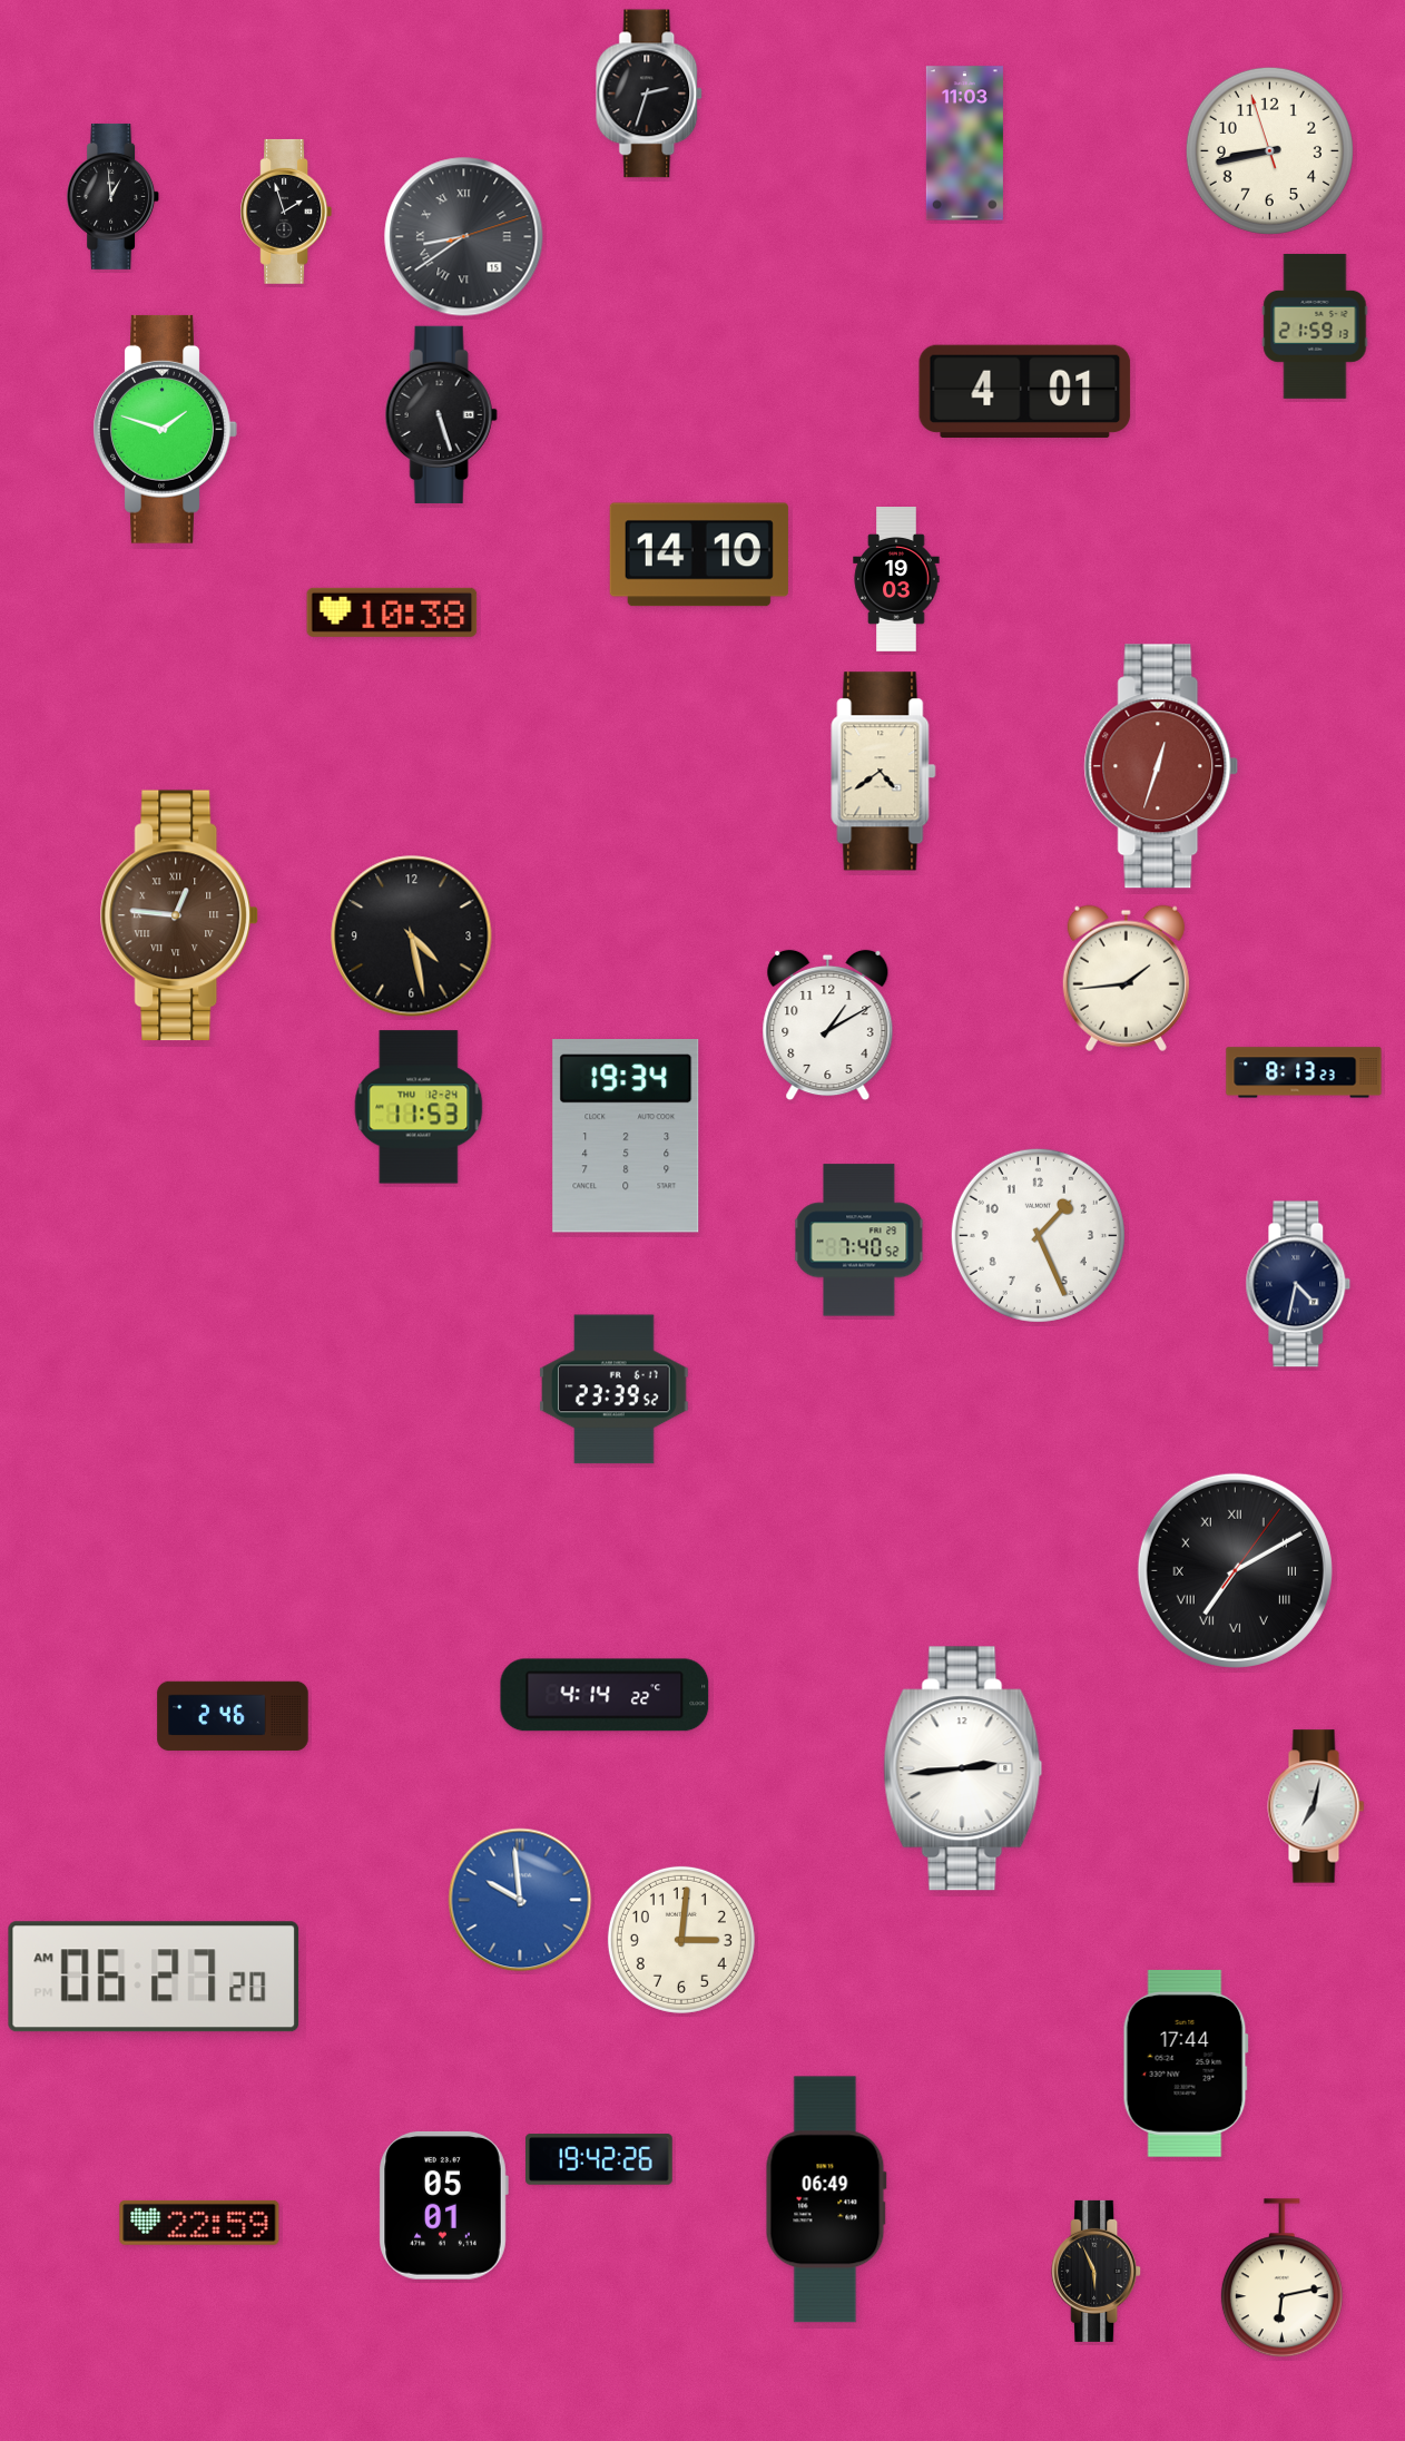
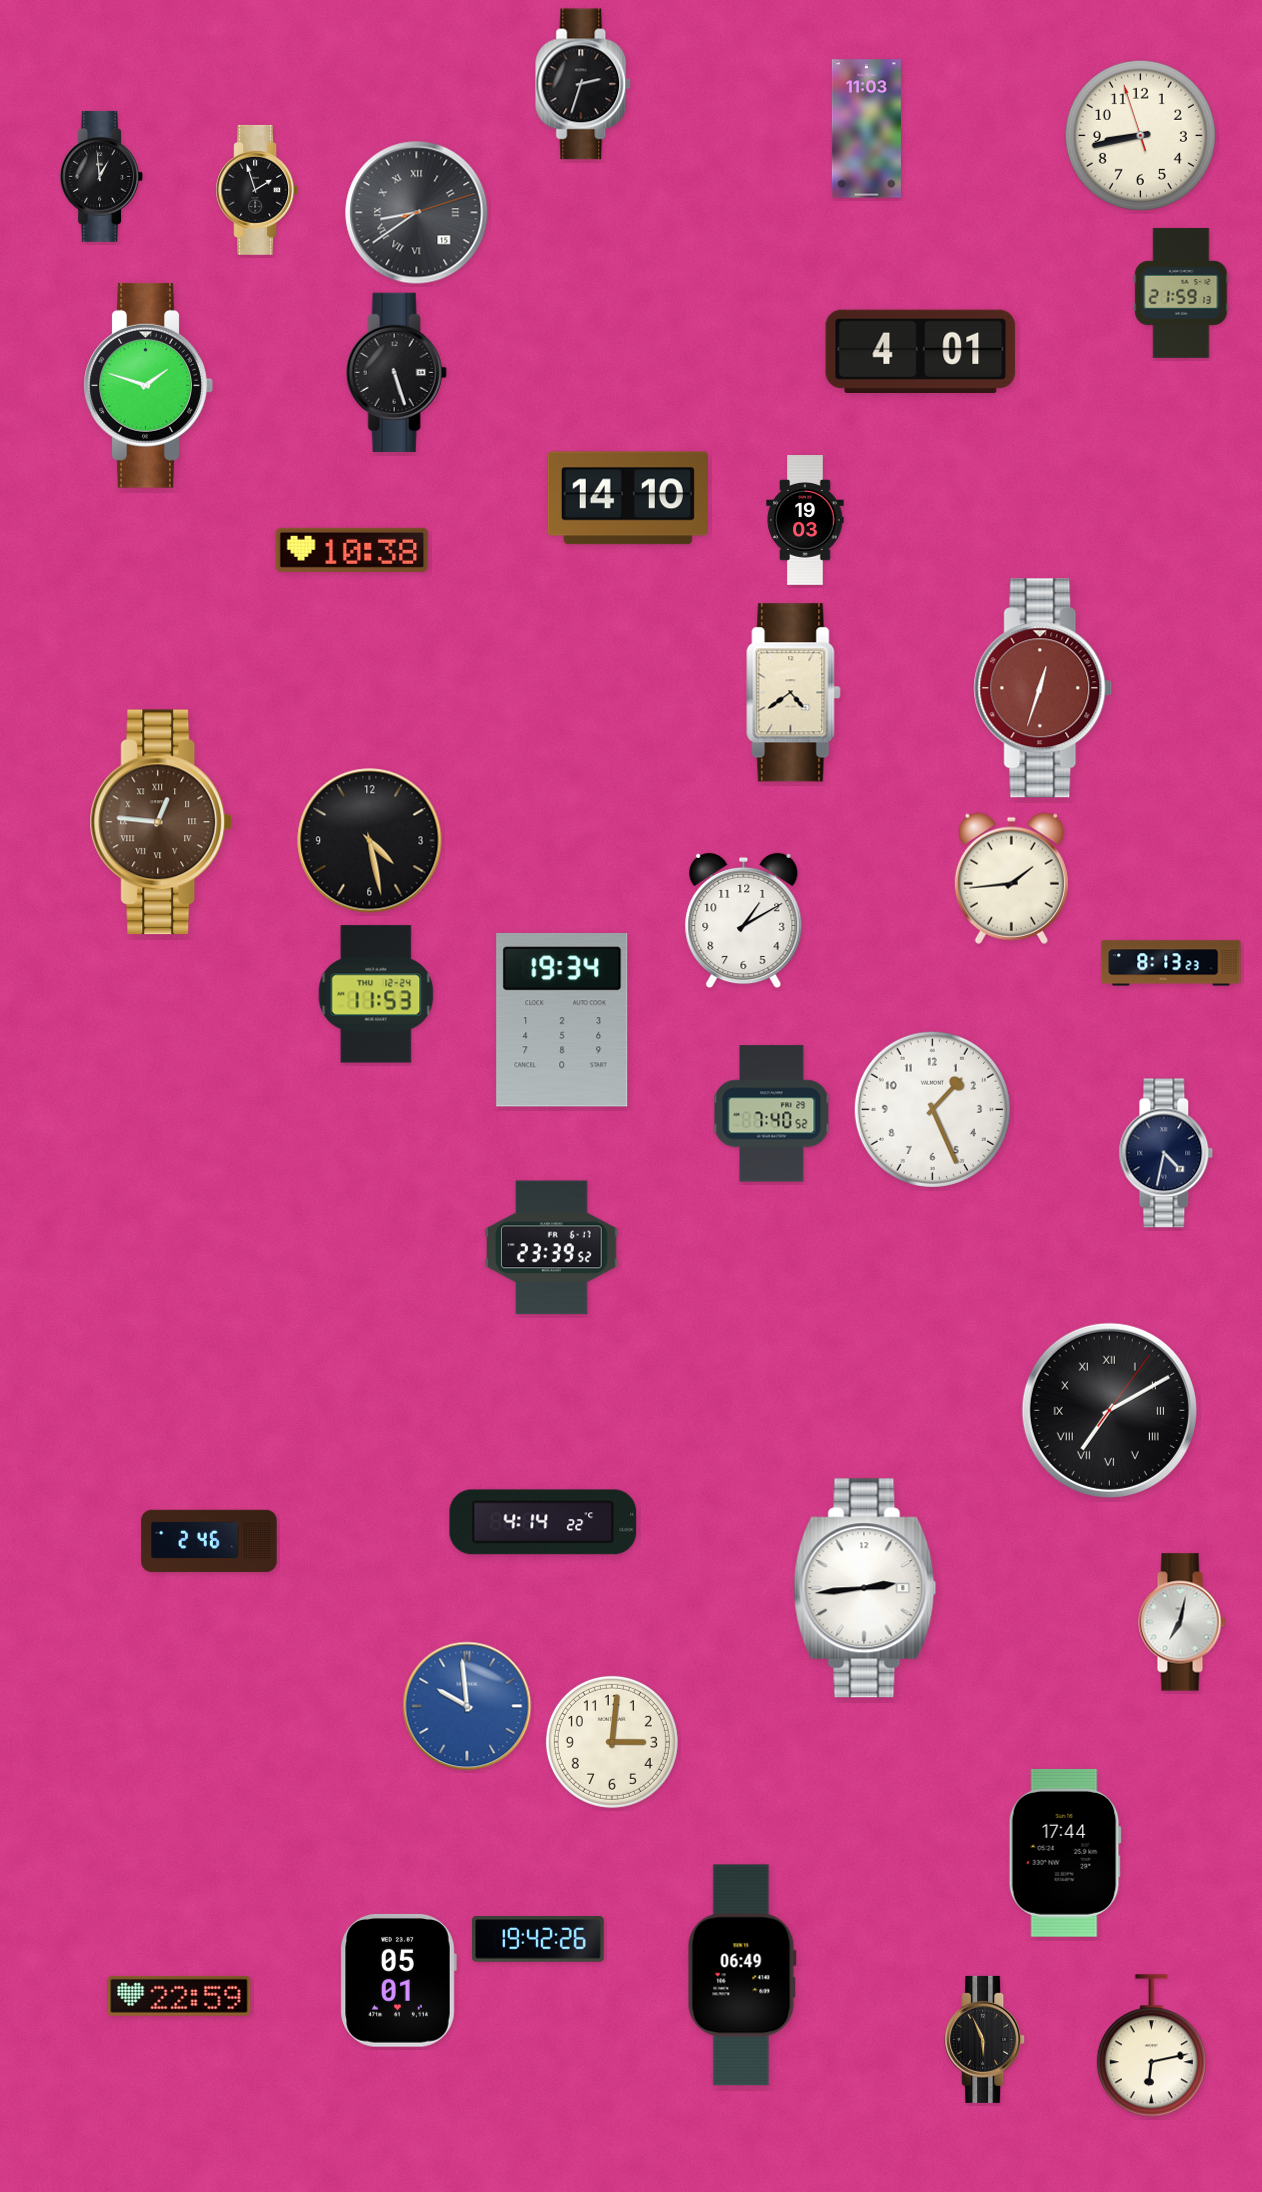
clock at (154, 1977): 06:27 -> none
